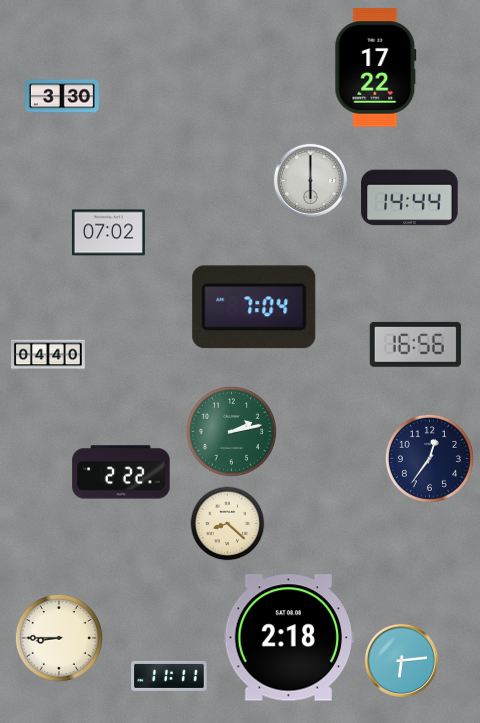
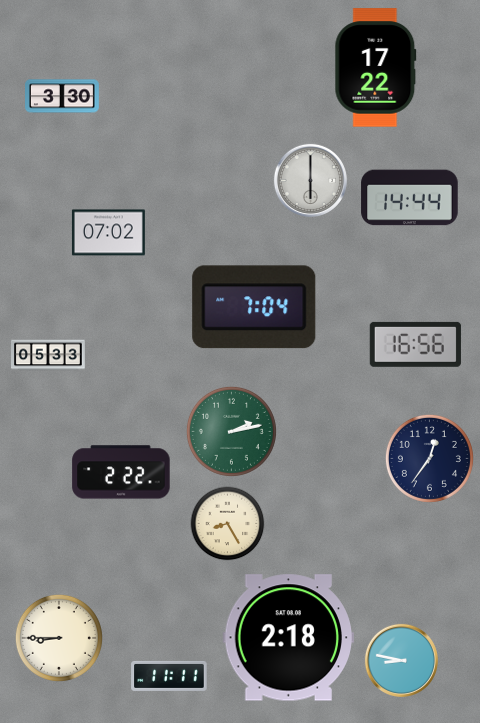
clock at (49, 355): 04:40 -> 05:33
clock at (228, 524): 8:22 -> 8:25
clock at (401, 660): 6:14 -> 8:47
